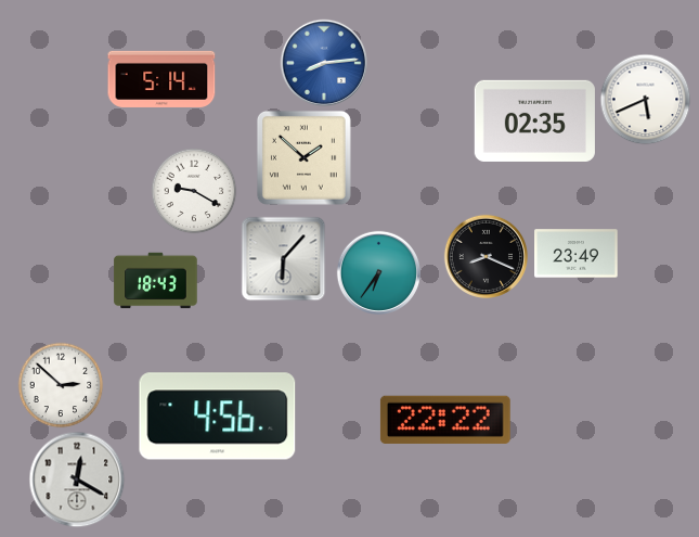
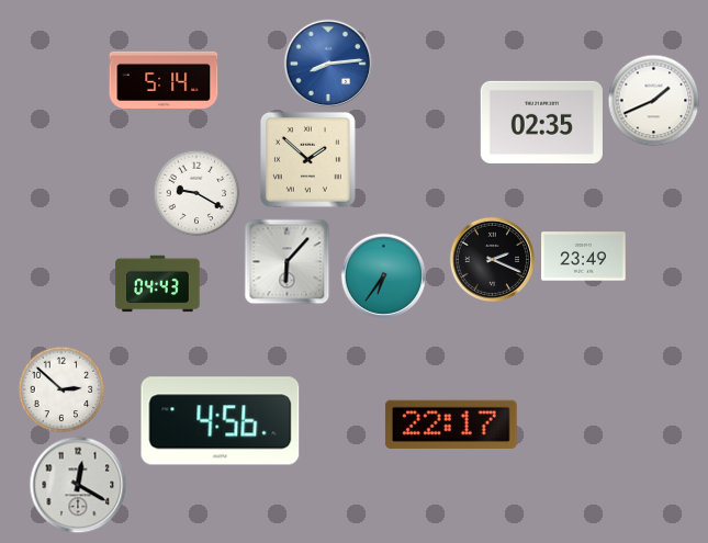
clock at (645, 99): 5:41 -> 1:41
clock at (486, 256): 8:19 -> 2:19
clock at (156, 281): 18:43 -> 04:43
clock at (445, 420): 22:22 -> 22:17
